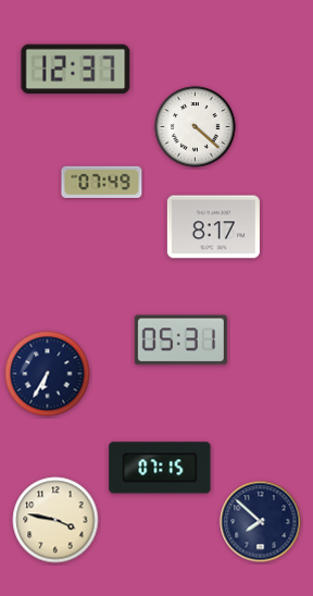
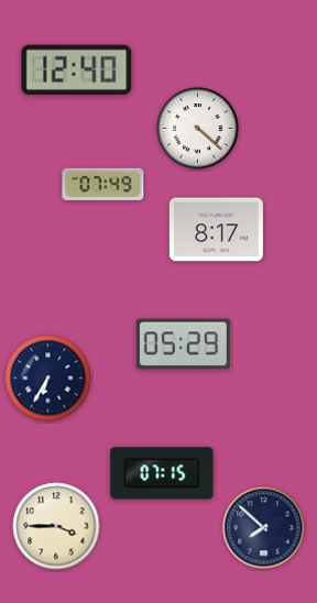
clock at (76, 70): 12:37 -> 12:40
clock at (180, 340): 05:31 -> 05:29
clock at (55, 520): 3:47 -> 3:45
